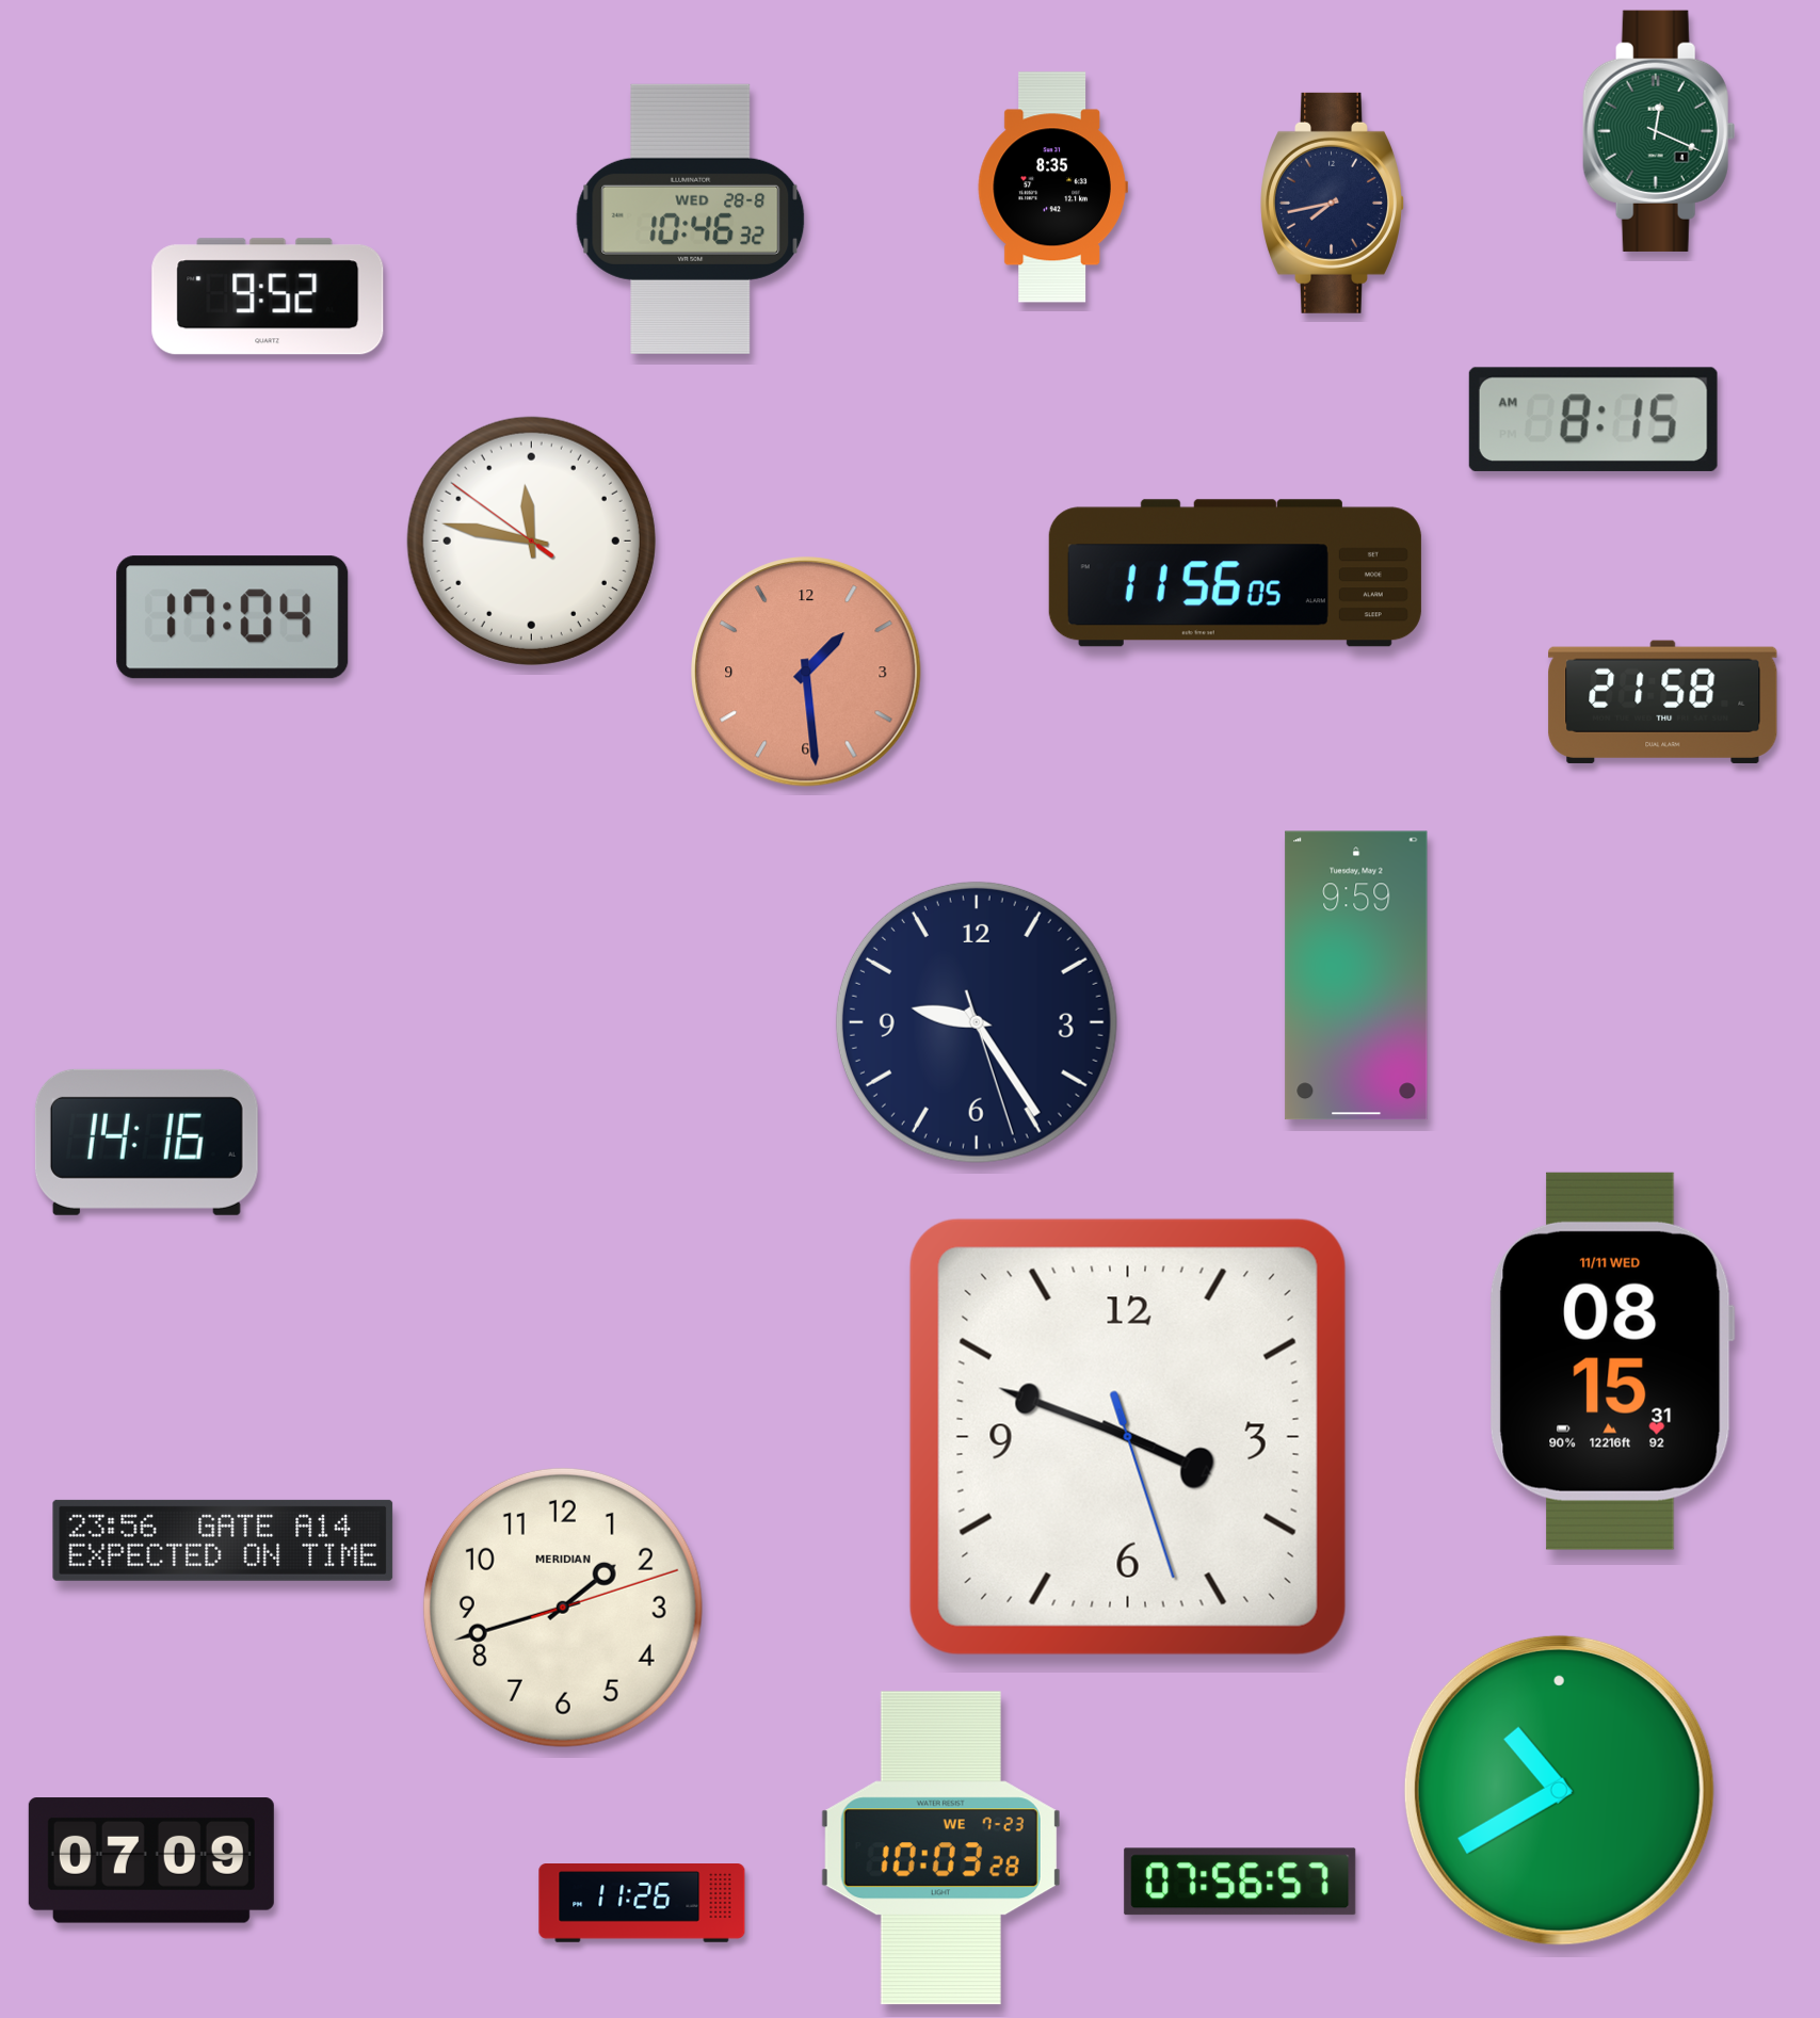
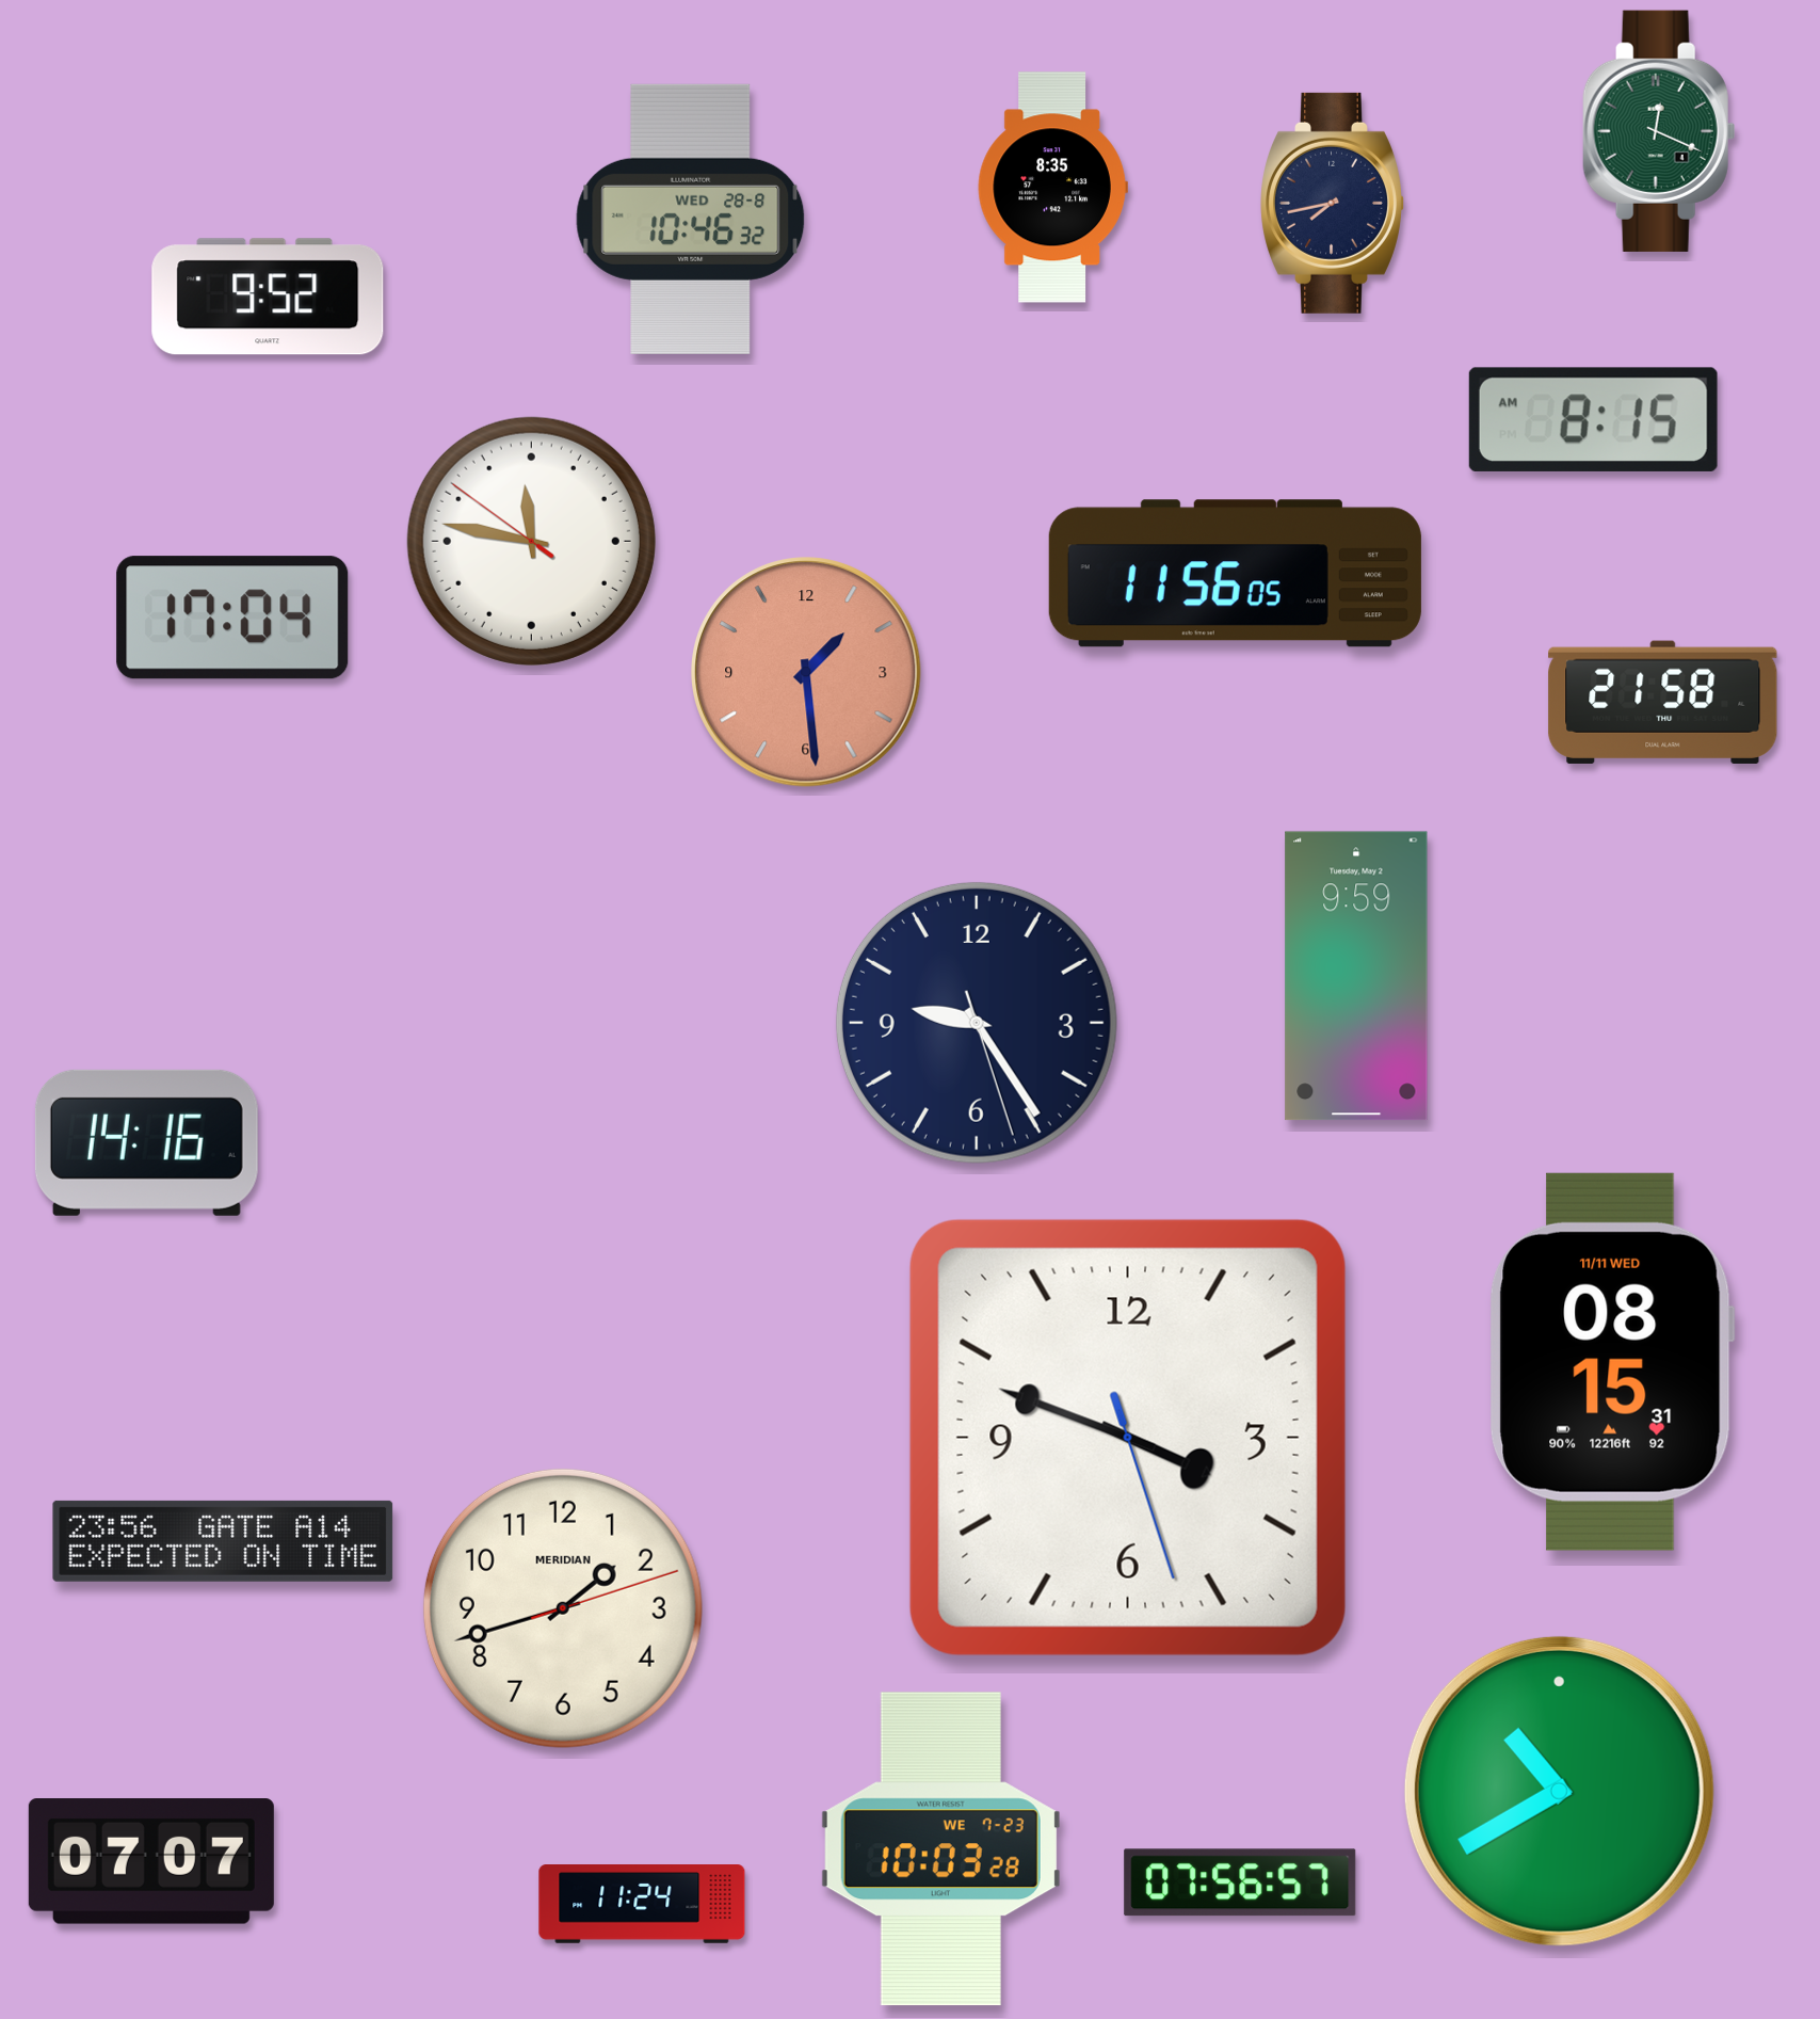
clock at (151, 1860): 07:09 -> 07:07
clock at (642, 1904): 11:26 -> 11:24
